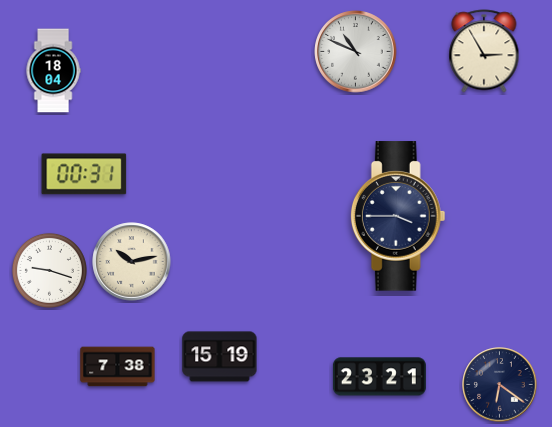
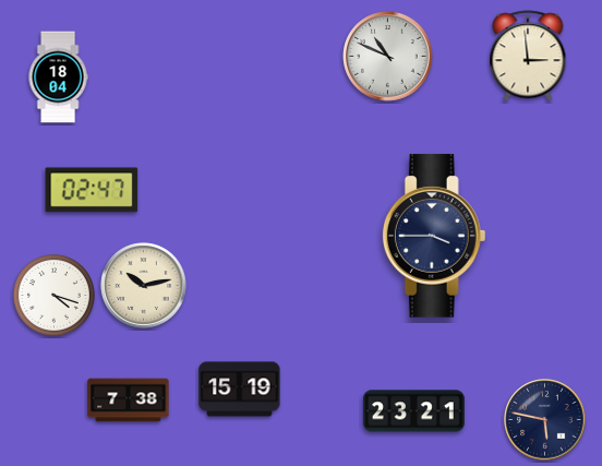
clock at (484, 51): 2:55 -> 2:59
clock at (84, 174): 00:31 -> 02:47
clock at (49, 270): 9:18 -> 4:18
clock at (500, 385): 6:21 -> 5:47
